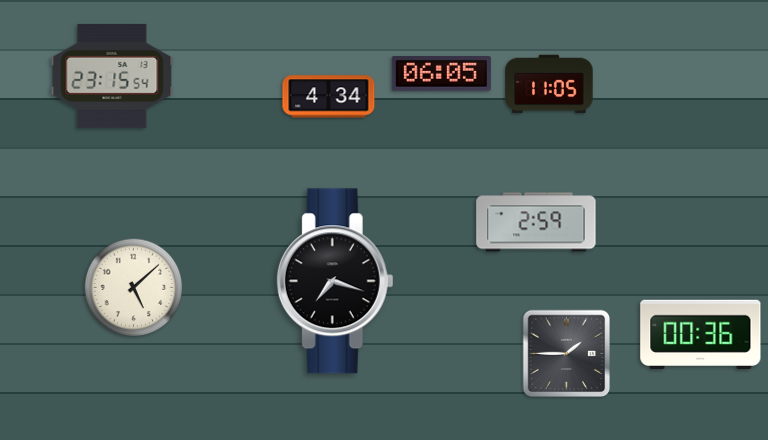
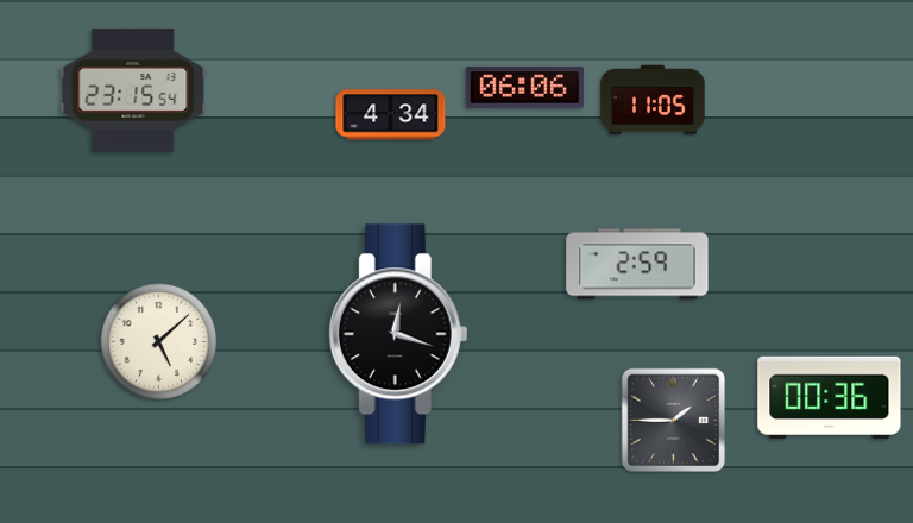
clock at (441, 74): 06:05 -> 06:06
clock at (335, 281): 7:18 -> 12:18
clock at (701, 334) position: (701, 334) -> (830, 397)
